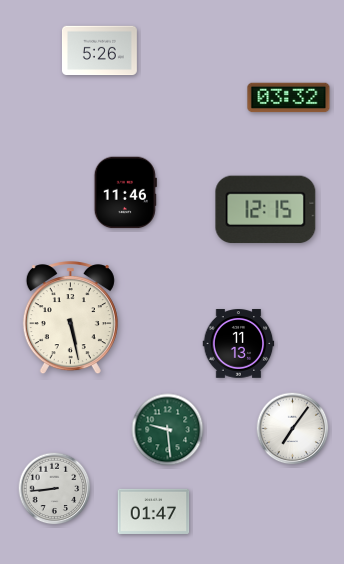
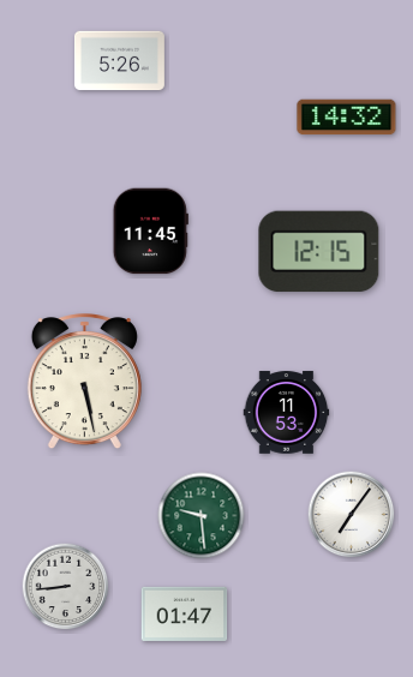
clock at (289, 98): 03:32 -> 14:32
clock at (125, 193): 11:46 -> 11:45
clock at (239, 344): 11:13 -> 11:53
